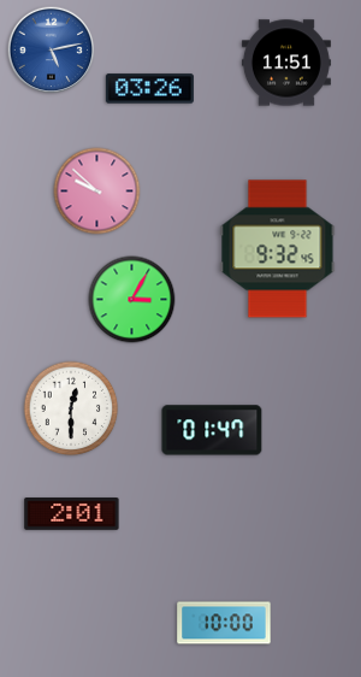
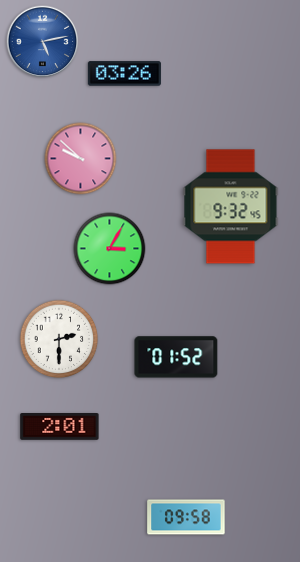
clock at (286, 63): 11:51 -> none
clock at (71, 408): 12:30 -> 2:30
clock at (212, 430): 01:47 -> 01:52
clock at (224, 623): 10:00 -> 09:58
